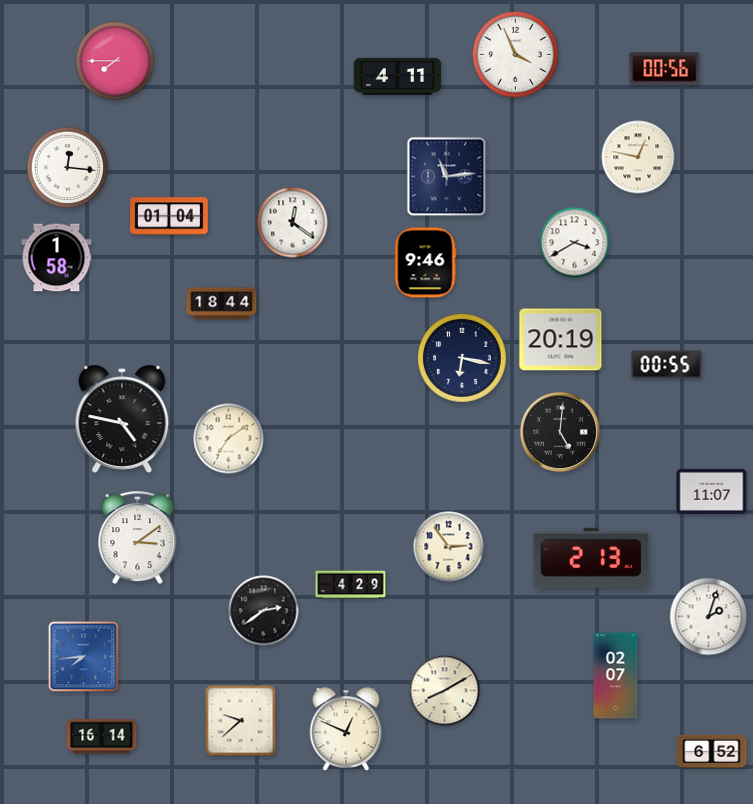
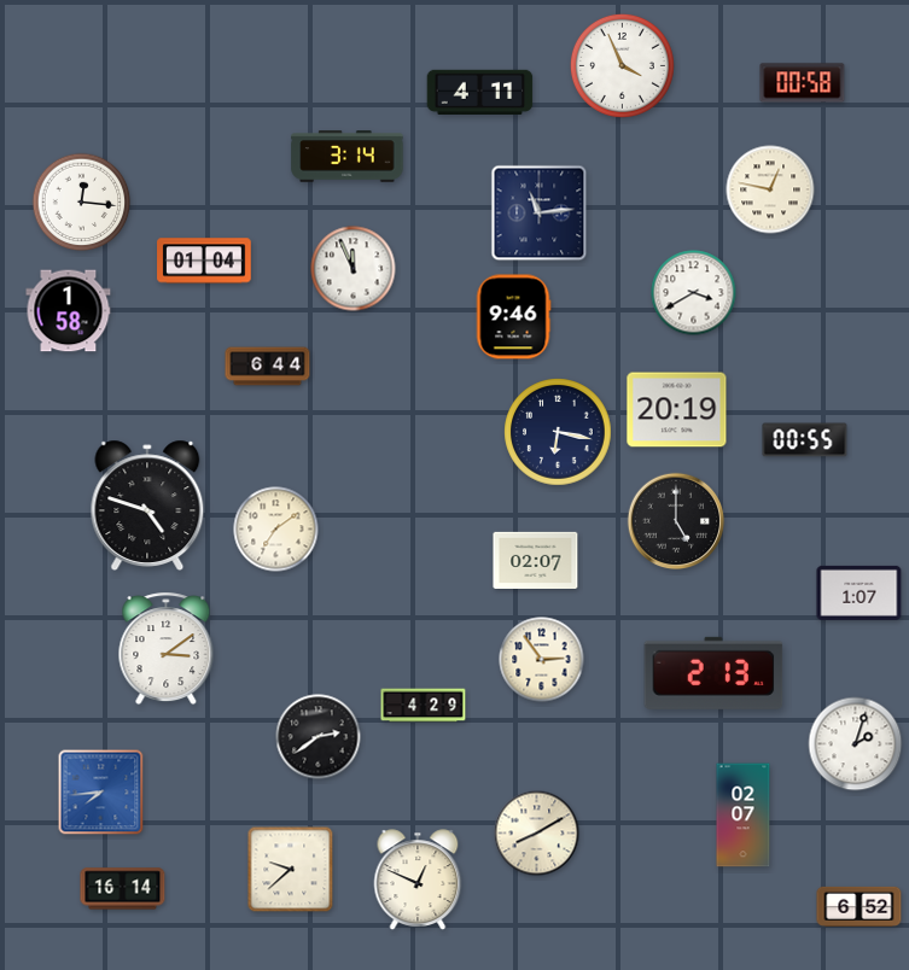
clock at (115, 61): 7:45 -> none
clock at (665, 69): 00:56 -> 00:58
clock at (348, 157): none -> 3:14
clock at (293, 223): 12:21 -> 11:56
clock at (222, 304): 18:44 -> 6:44
clock at (122, 419): 4:47 -> 4:48
clock at (560, 432): 5:01 -> 5:00
clock at (536, 560): none -> 02:07
clock at (712, 491): 11:07 -> 1:07
